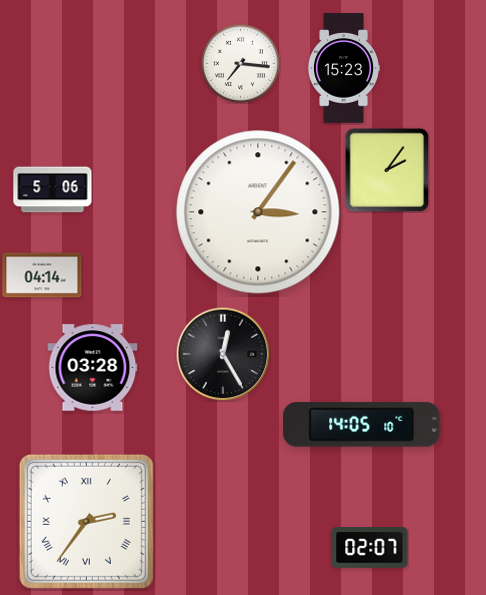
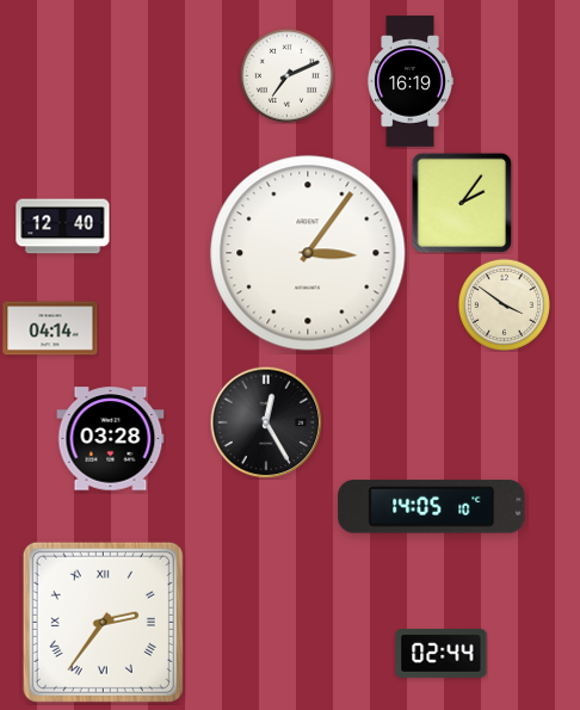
clock at (240, 63): 7:16 -> 7:11
clock at (344, 68): 15:23 -> 16:19
clock at (53, 190): 5:06 -> 12:40
clock at (504, 304): none -> 3:51
clock at (370, 548): 02:07 -> 02:44
